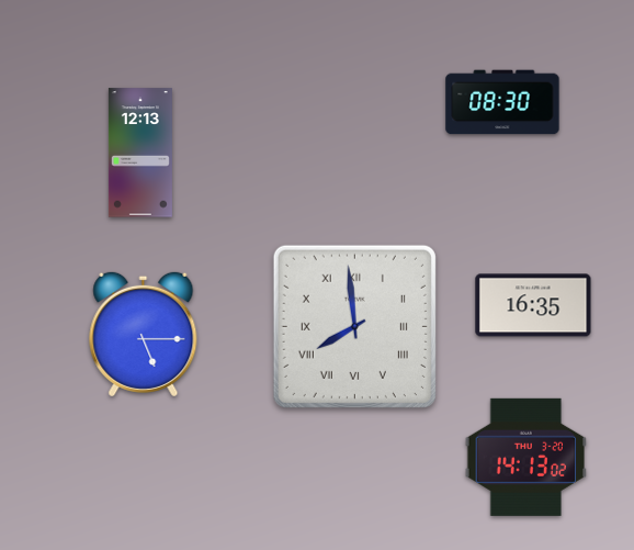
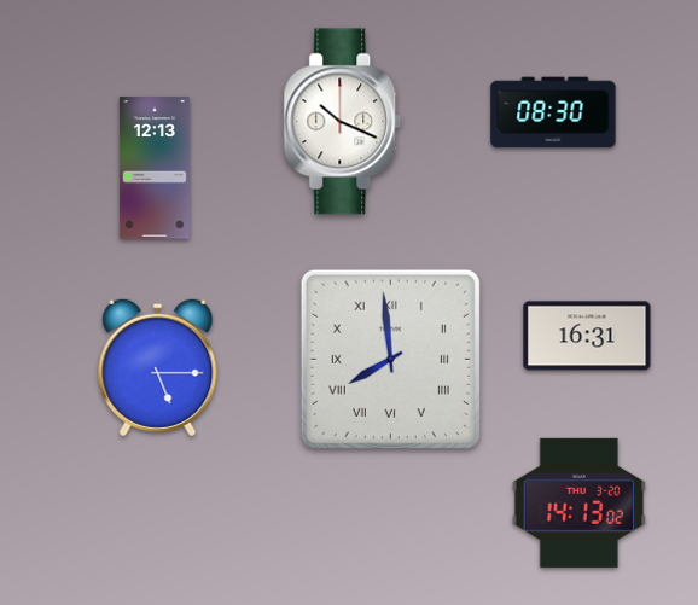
clock at (343, 122): none -> 10:19
clock at (533, 305): 16:35 -> 16:31
